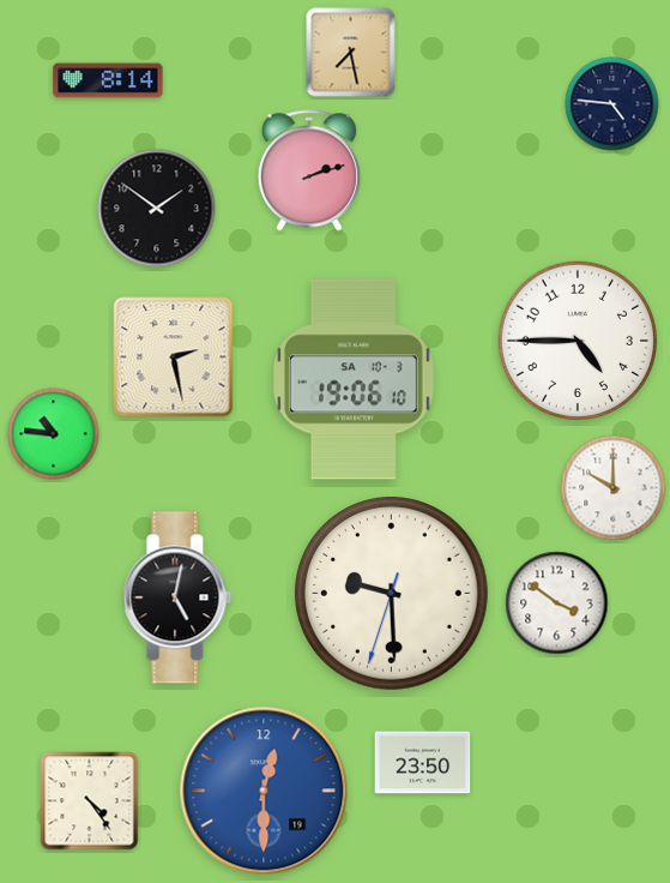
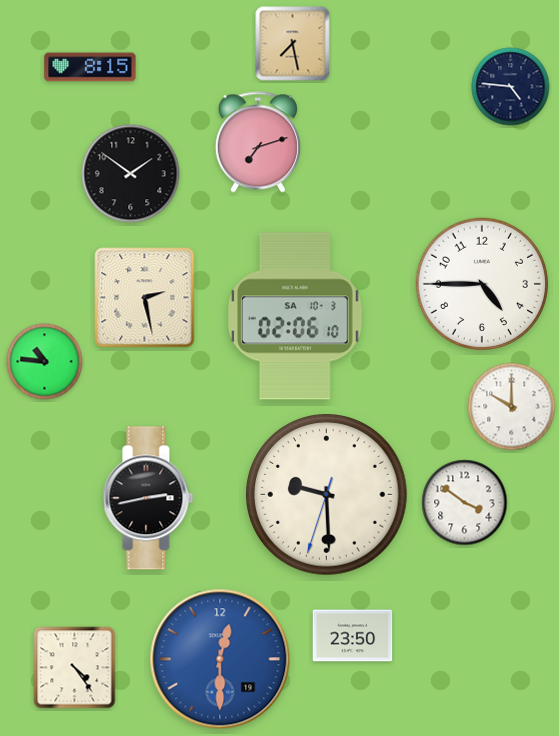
clock at (108, 80): 8:14 -> 8:15
clock at (309, 170): 2:12 -> 7:12
clock at (354, 379): 19:06 -> 02:06
clock at (177, 597): 5:02 -> 2:43
